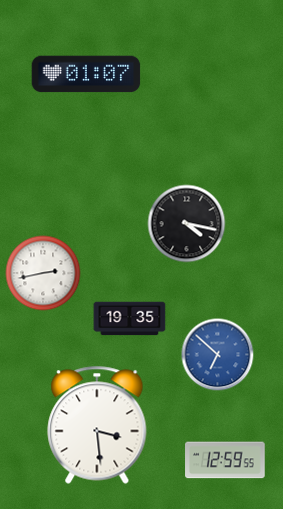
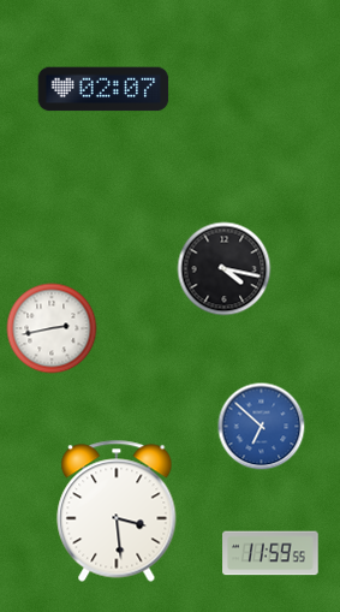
clock at (86, 74): 01:07 -> 02:07
clock at (130, 319): 19:35 -> none
clock at (225, 460): 12:59 -> 11:59
